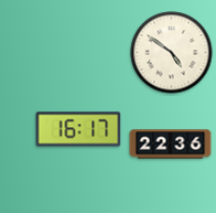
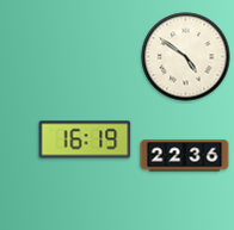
clock at (78, 129): 16:17 -> 16:19
